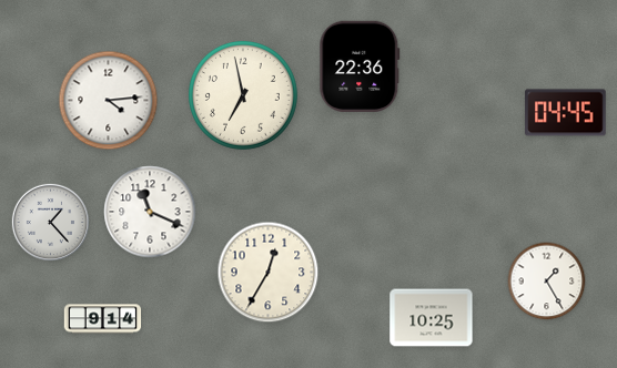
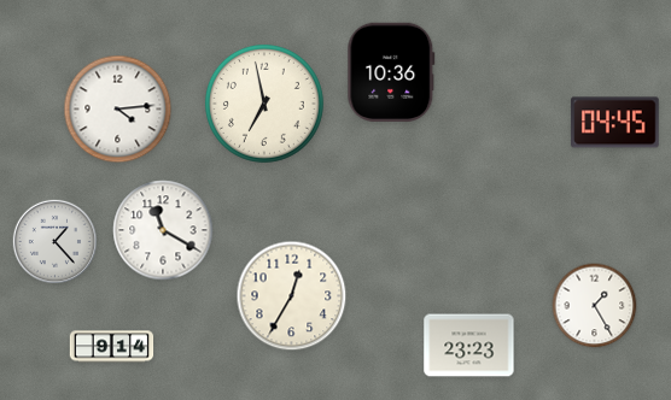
clock at (360, 65): 22:36 -> 10:36
clock at (150, 212): 11:19 -> 11:20
clock at (432, 318): 10:25 -> 23:23
